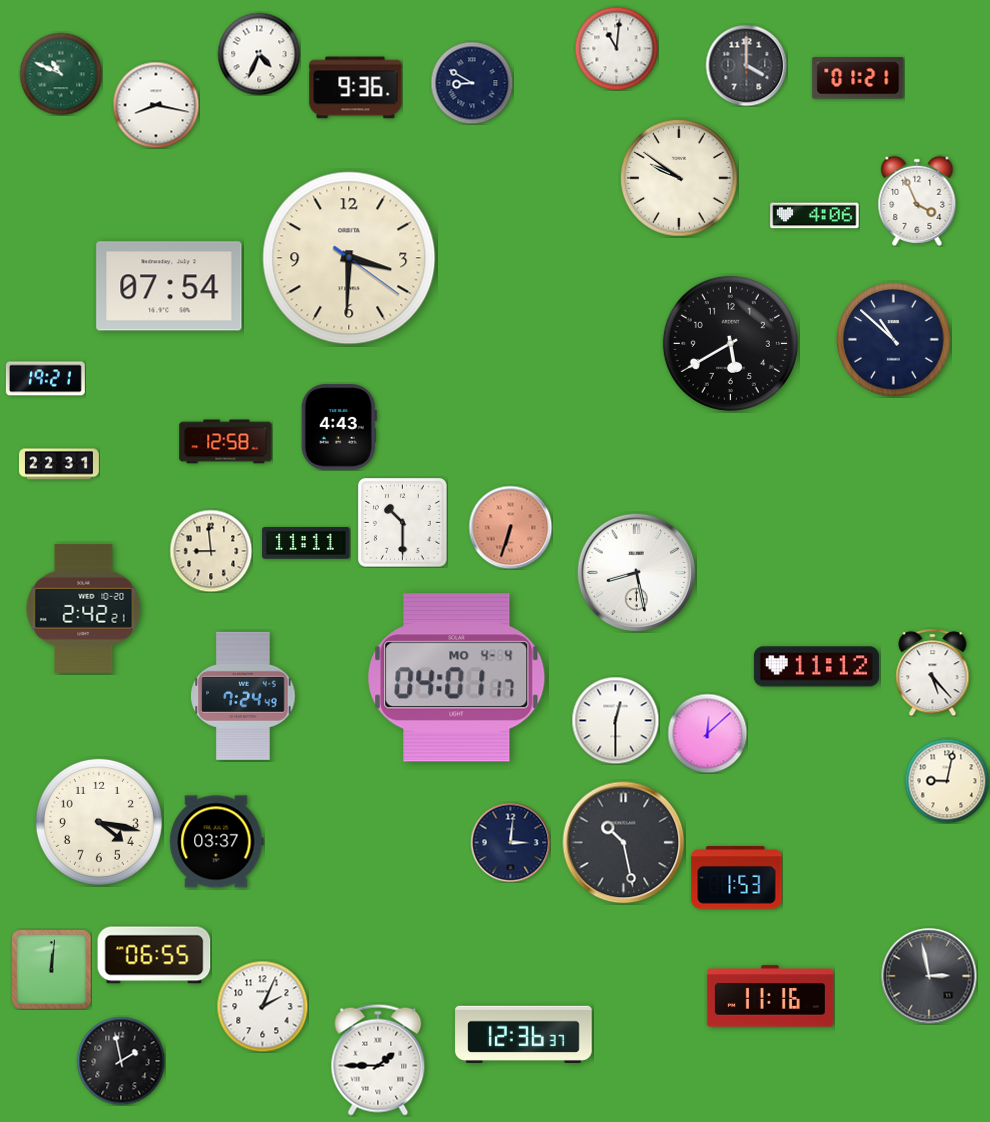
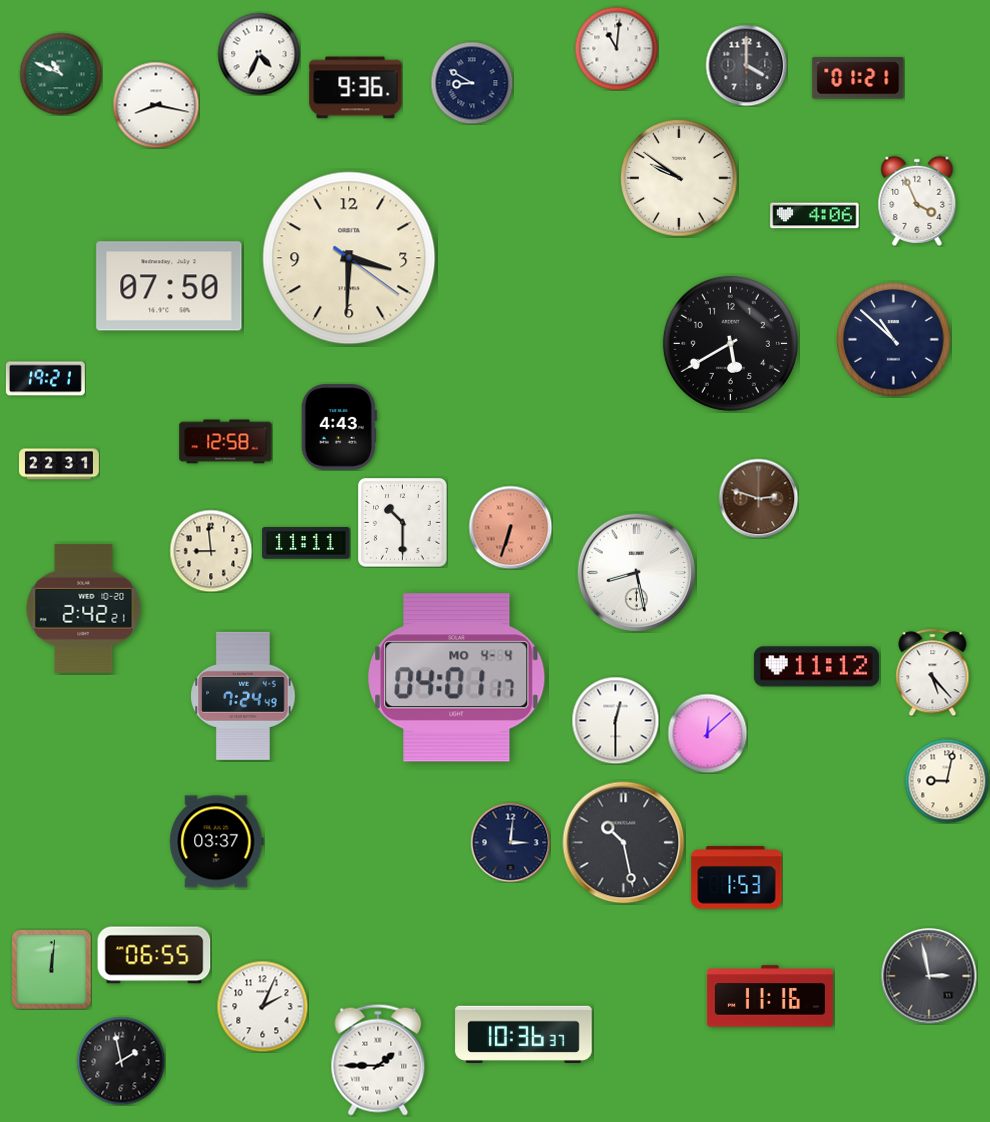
clock at (169, 286): 07:54 -> 07:50
clock at (758, 498): none -> 2:48
clock at (99, 822): 4:17 -> none
clock at (524, 1034): 12:36 -> 10:36
